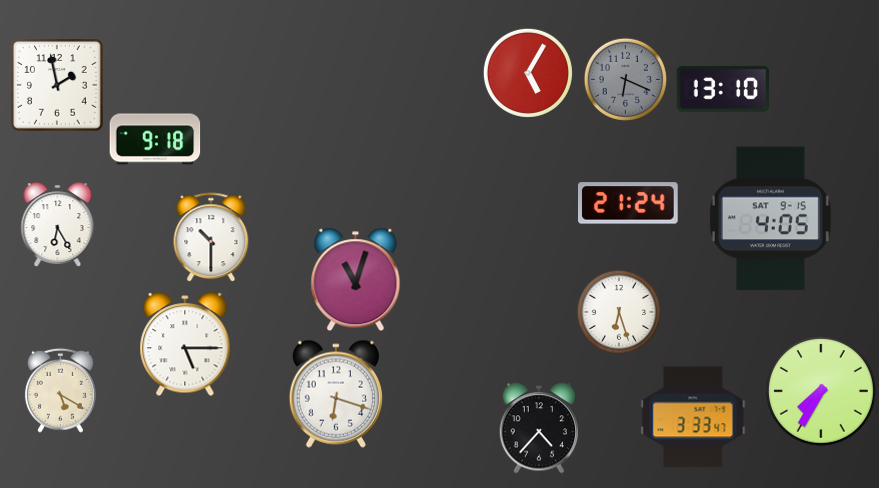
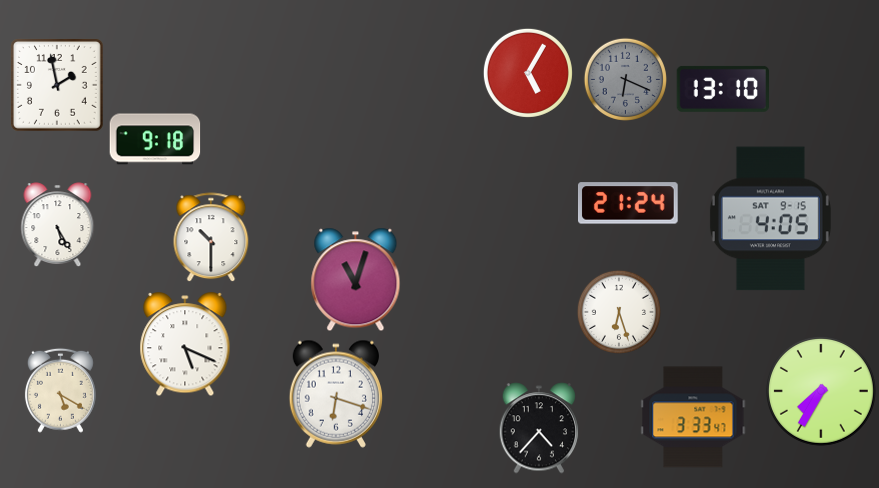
clock at (58, 224): 6:25 -> 5:25
clock at (185, 345): 5:15 -> 5:19
